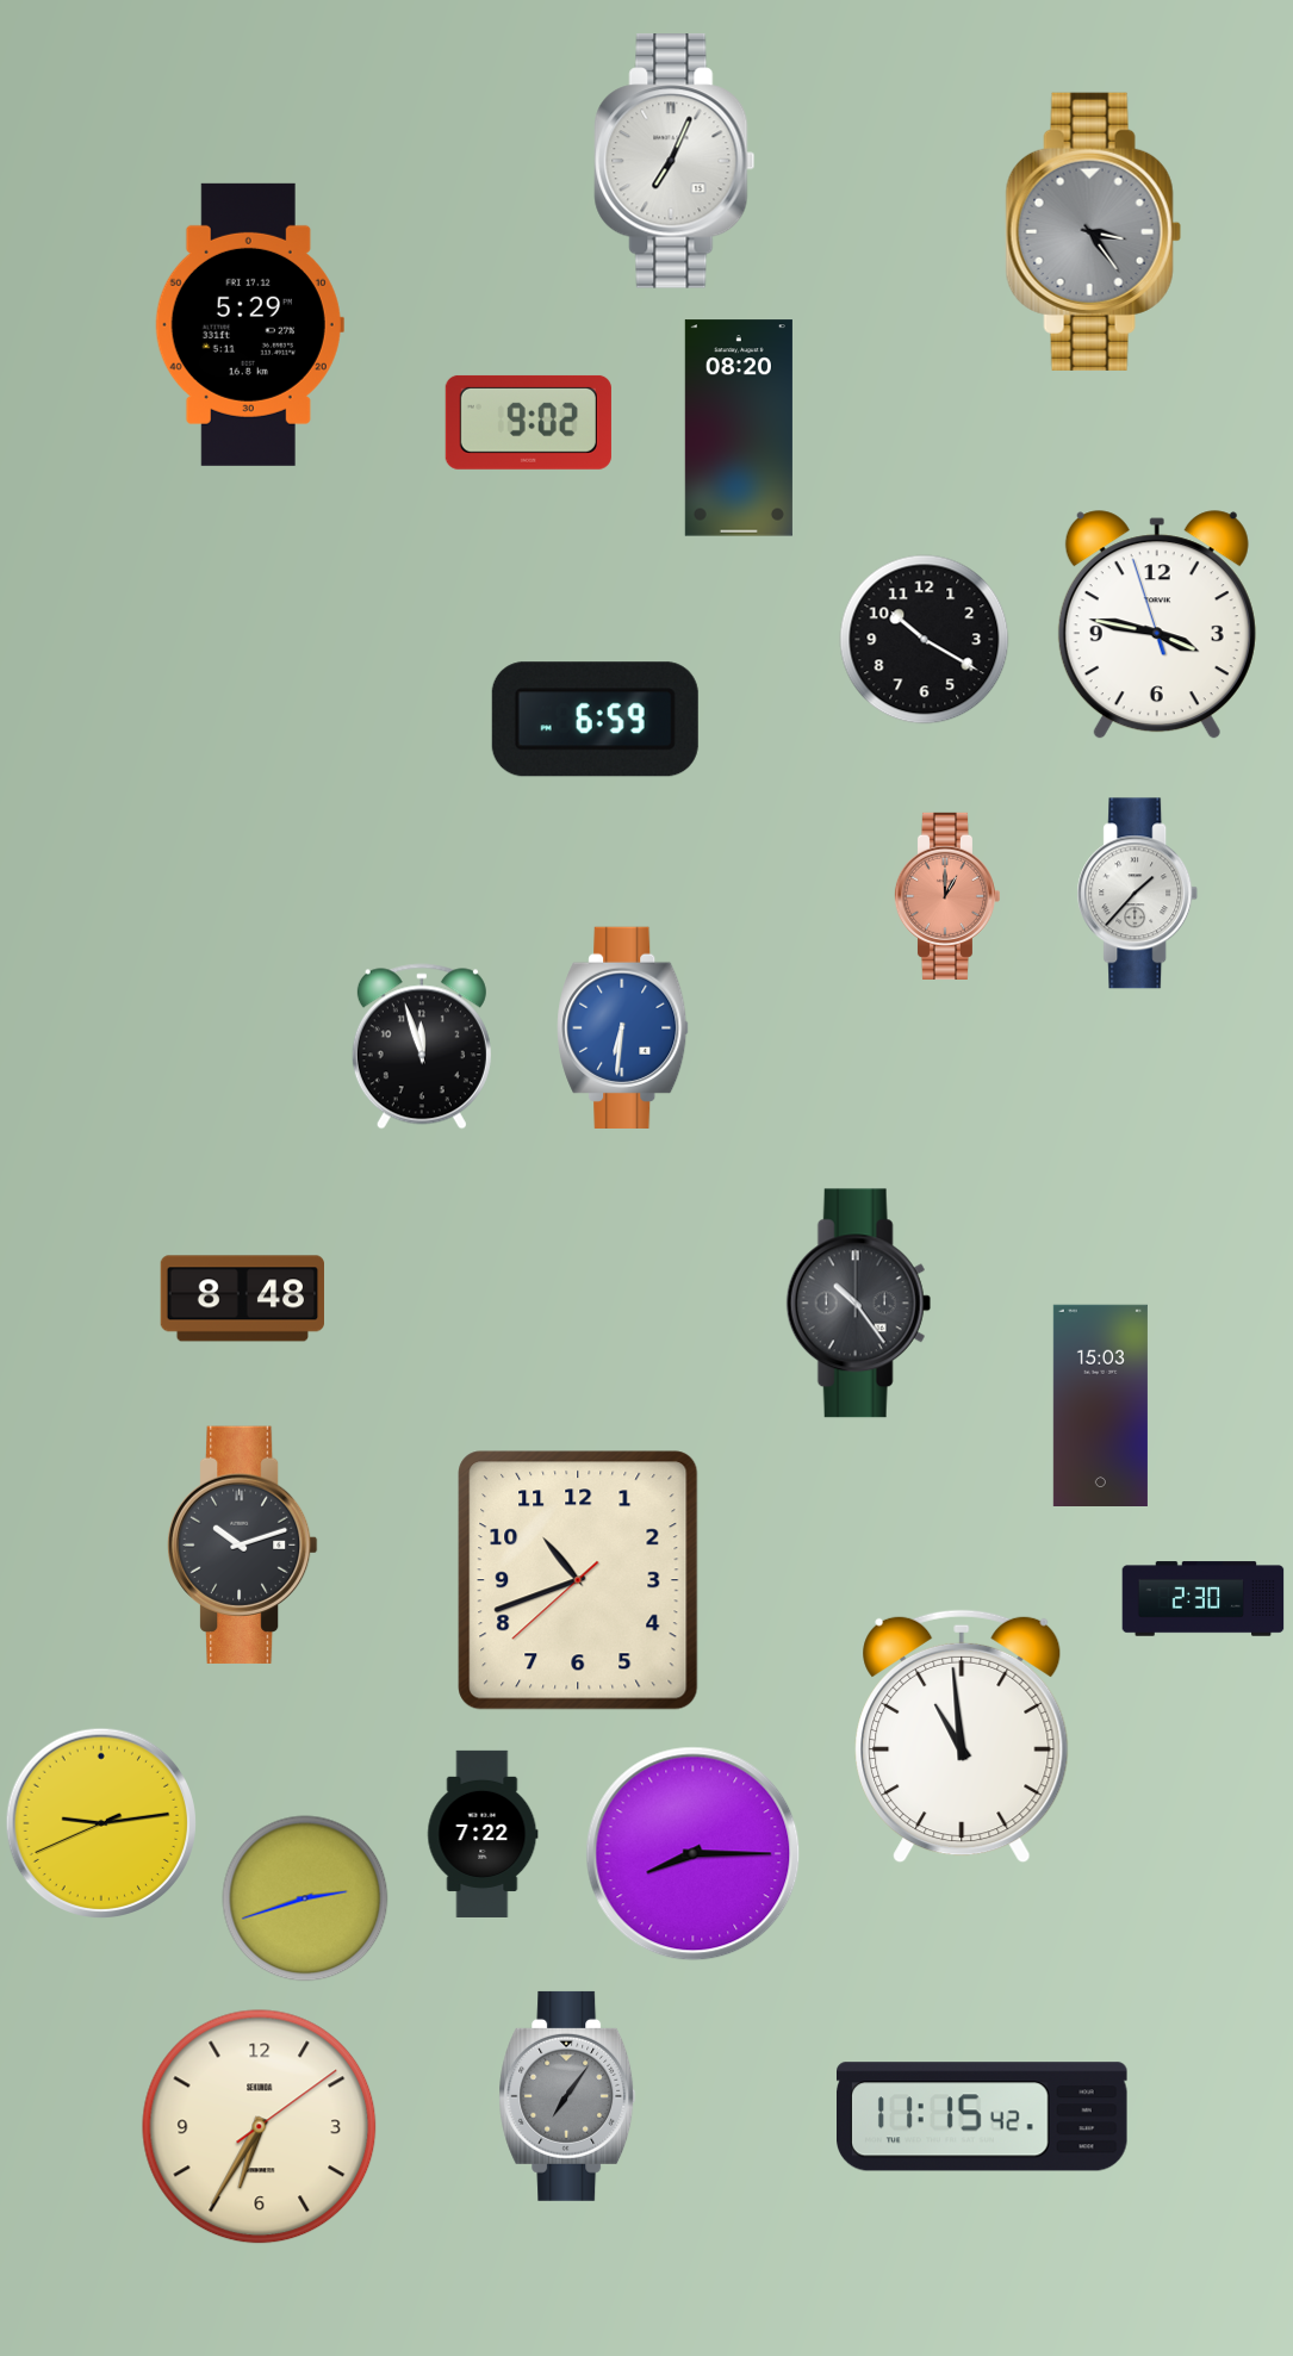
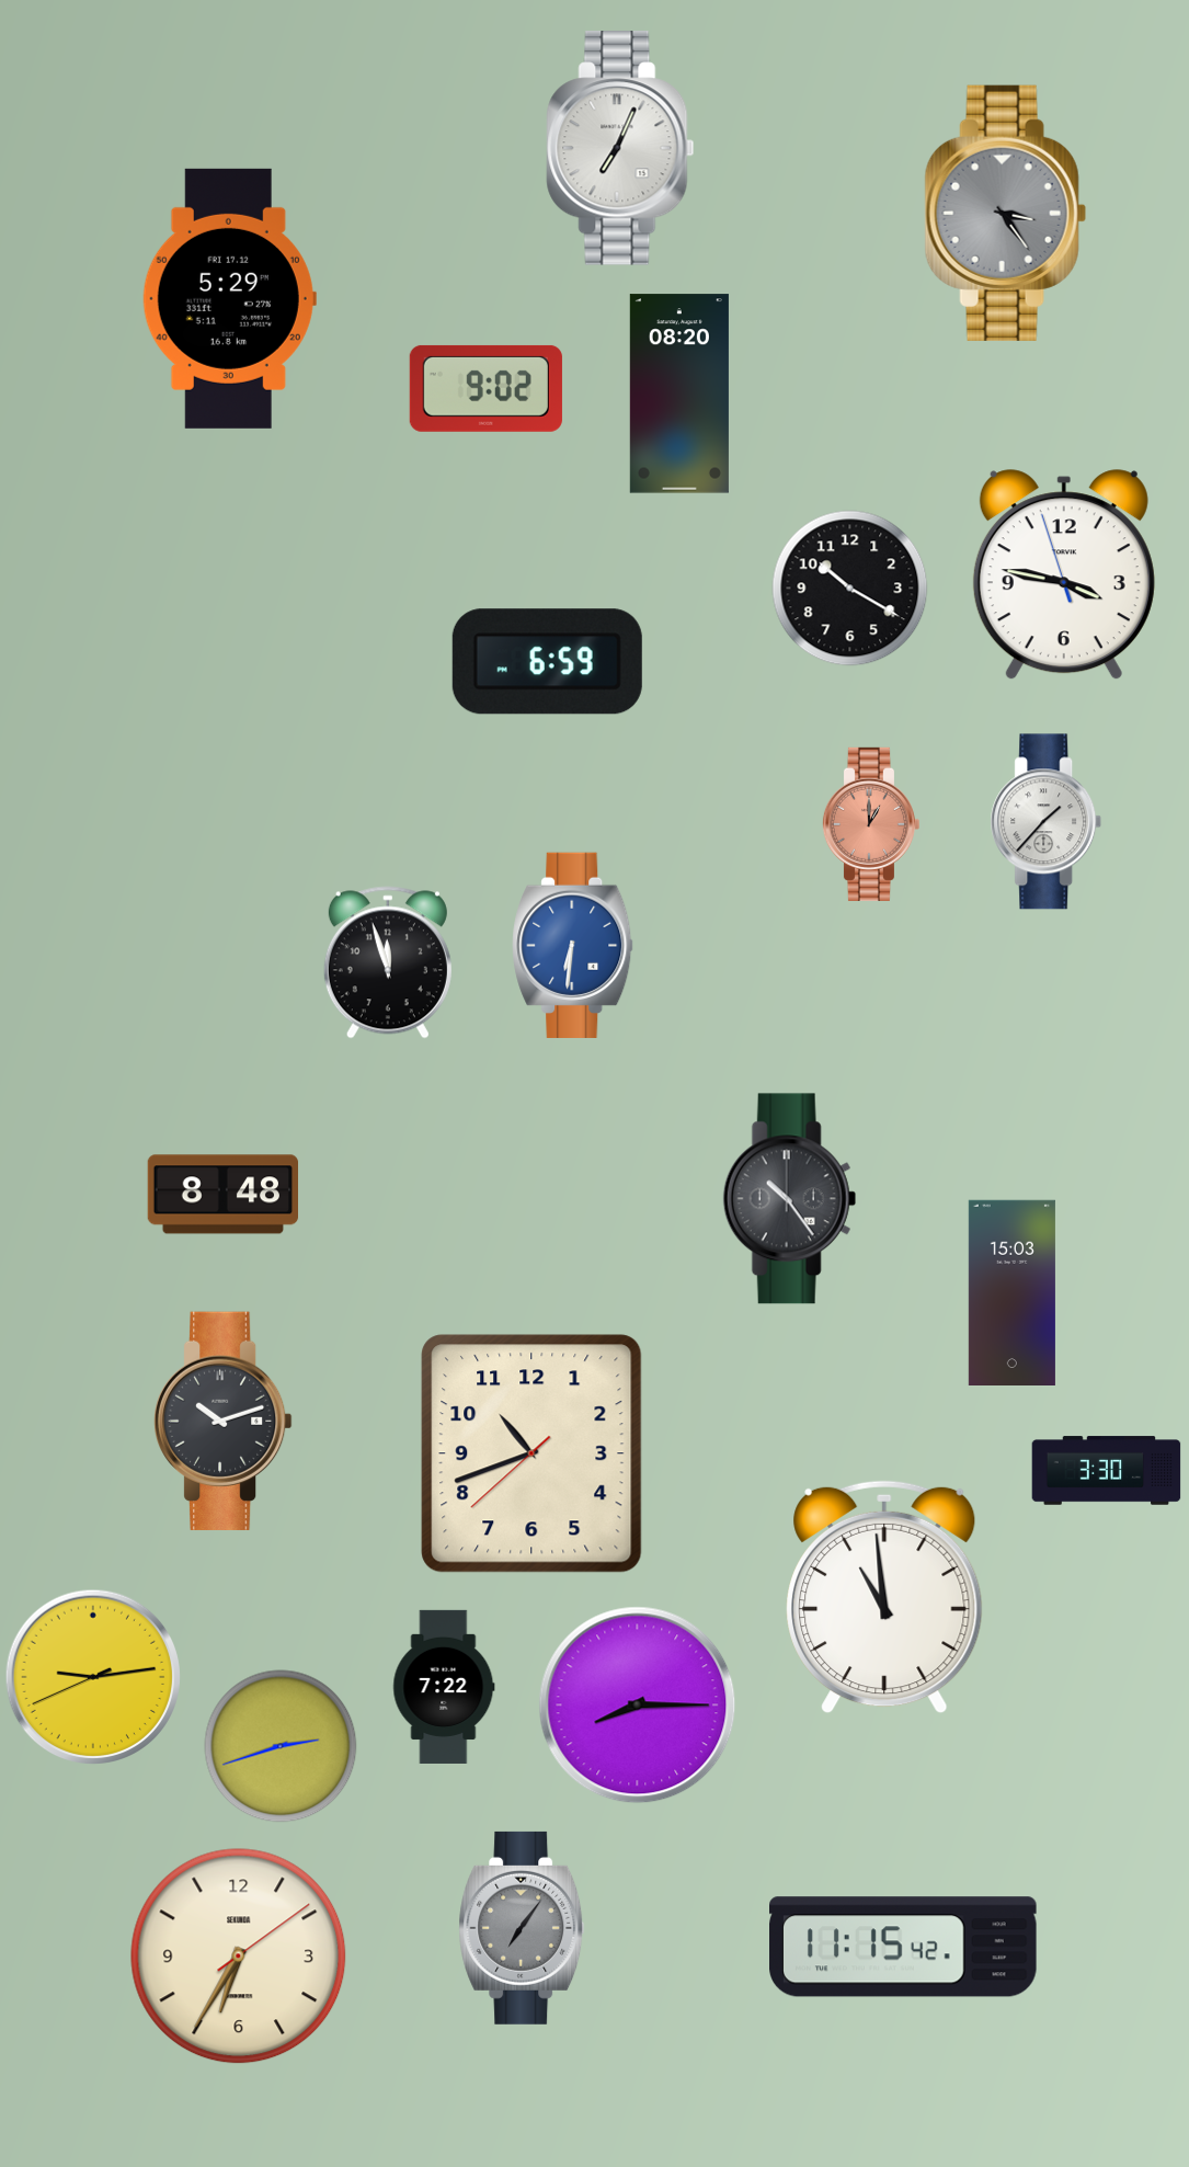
clock at (1204, 1599): 2:30 -> 3:30
